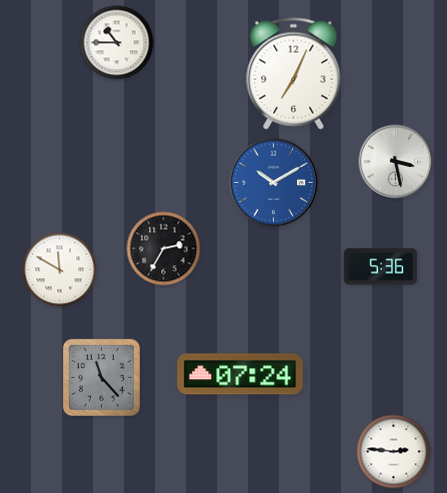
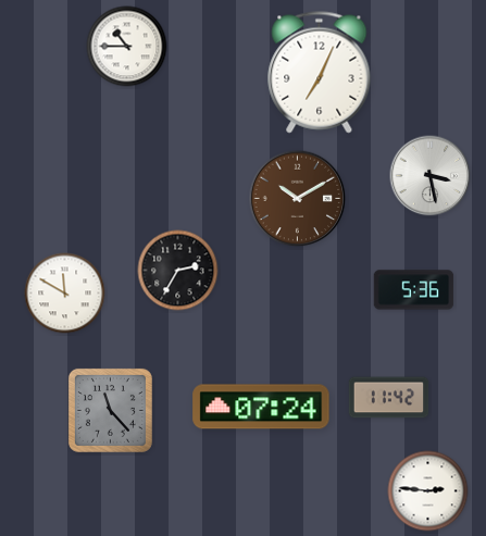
clock at (294, 74) position: (294, 74) -> (320, 73)
clock at (274, 183) dial: blue -> brown
clock at (389, 398): none -> 11:42
